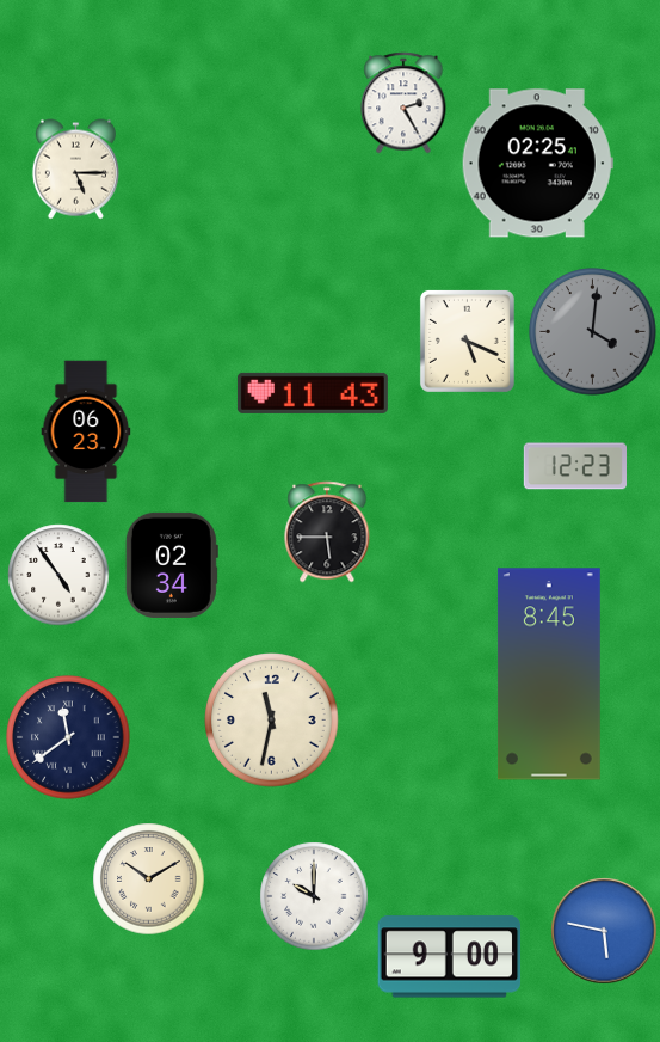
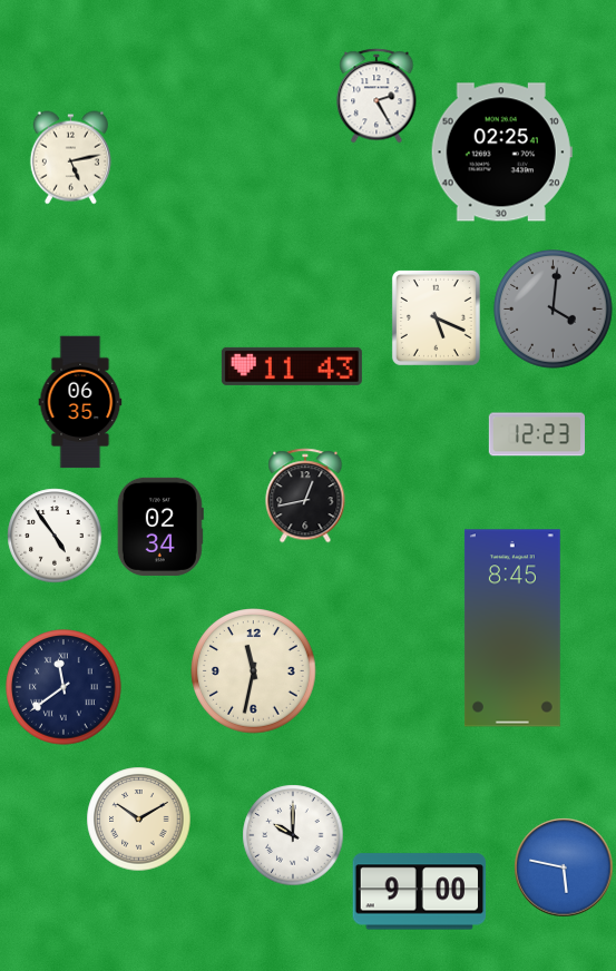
clock at (75, 170): 5:15 -> 5:13
clock at (86, 431): 06:23 -> 06:35
clock at (327, 532): 5:45 -> 12:43
